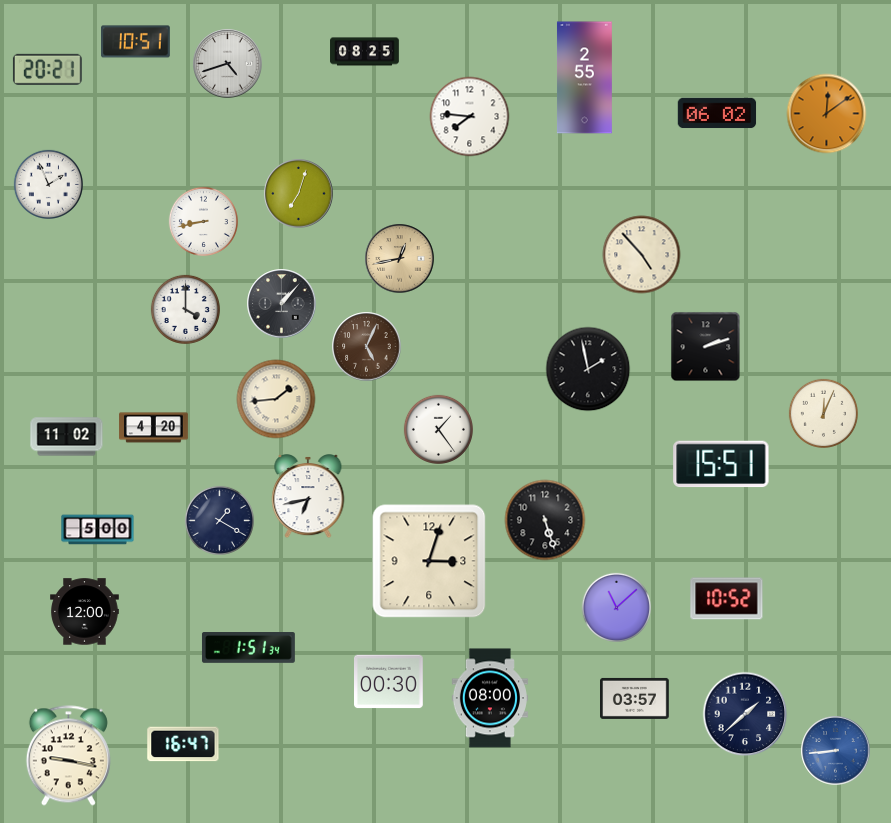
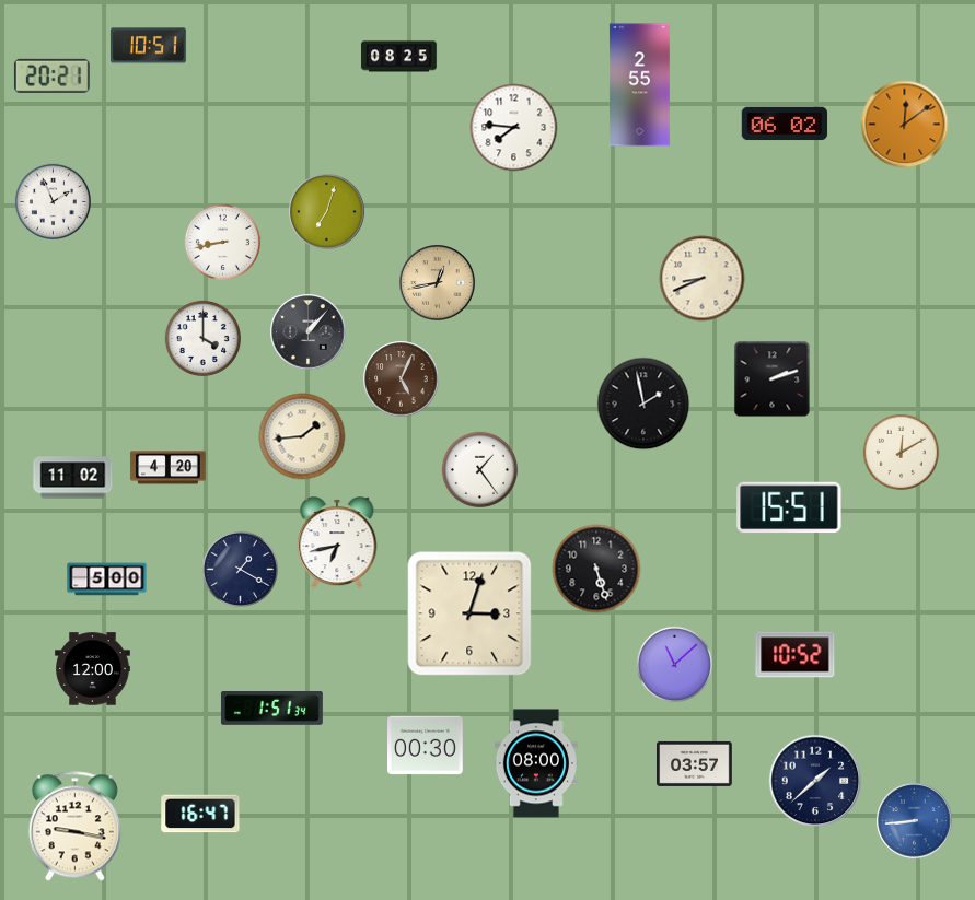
clock at (228, 64): 4:42 -> none
clock at (642, 255): 4:53 -> 8:41
clock at (823, 413): 12:04 -> 12:10
